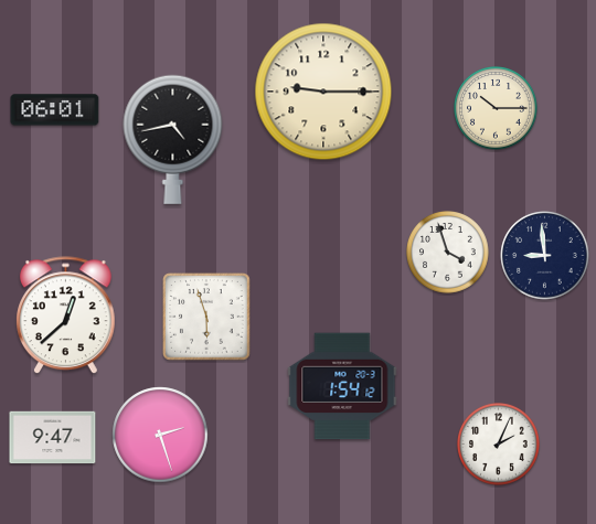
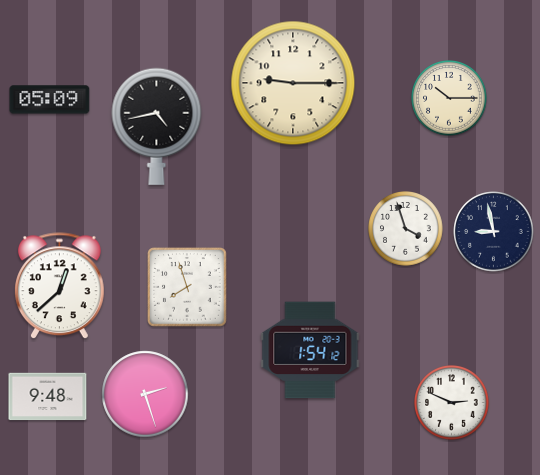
clock at (55, 110): 06:01 -> 05:09
clock at (545, 256): 8:59 -> 8:58
clock at (206, 317): 5:57 -> 7:57
clock at (53, 438): 9:47 -> 9:48
clock at (499, 445): 2:04 -> 2:49
